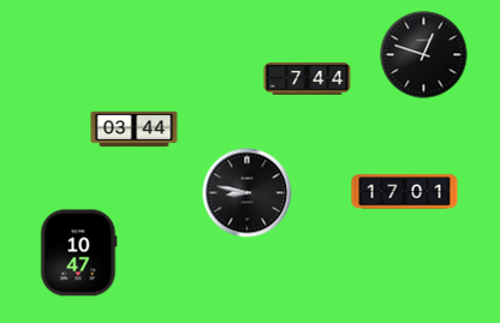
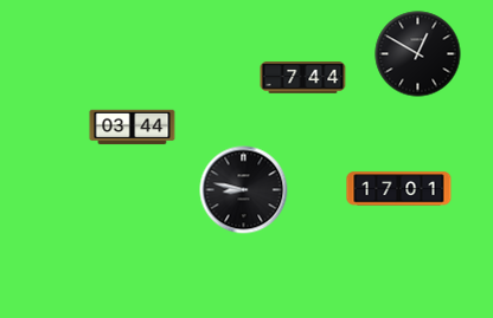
clock at (424, 55): 12:48 -> 12:50
clock at (78, 253): 10:47 -> none
